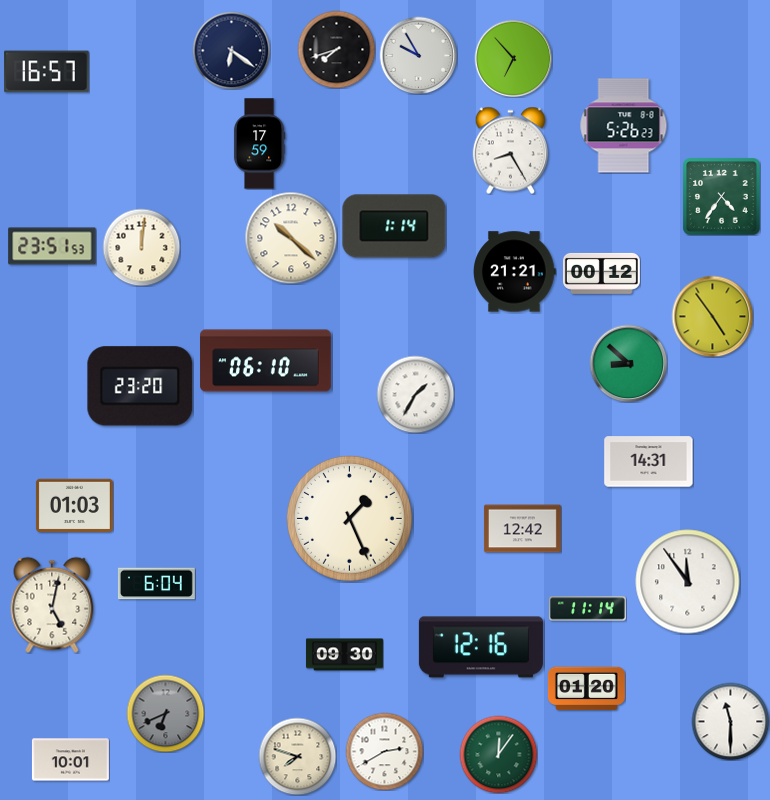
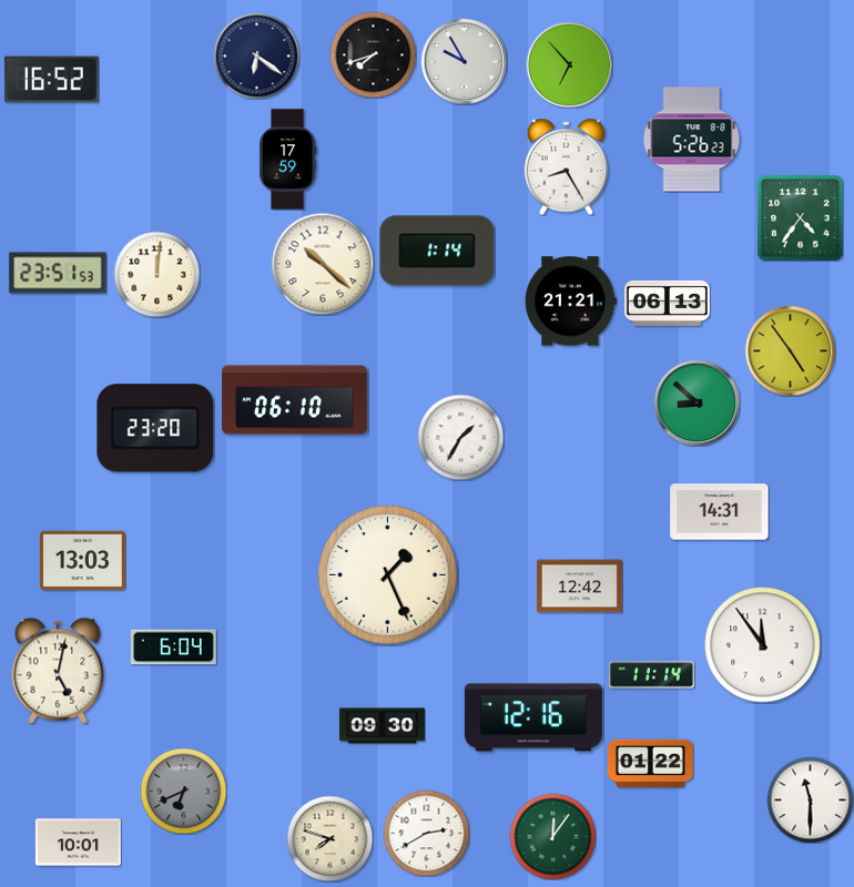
clock at (47, 72): 16:57 -> 16:52
clock at (601, 273): 00:12 -> 06:13
clock at (74, 506): 01:03 -> 13:03
clock at (586, 689): 01:20 -> 01:22
